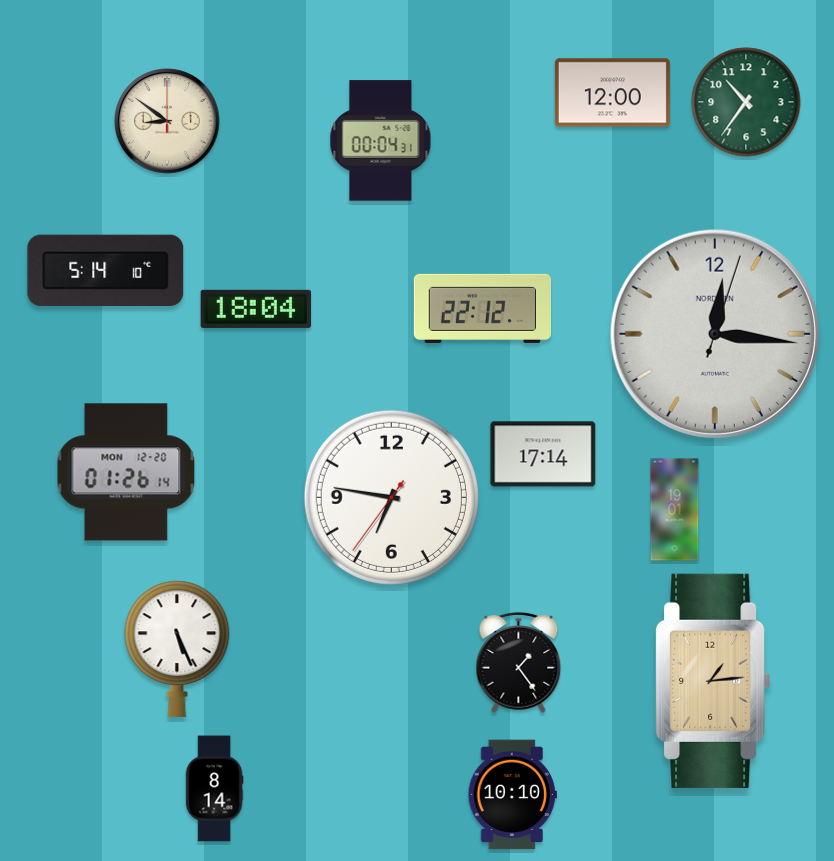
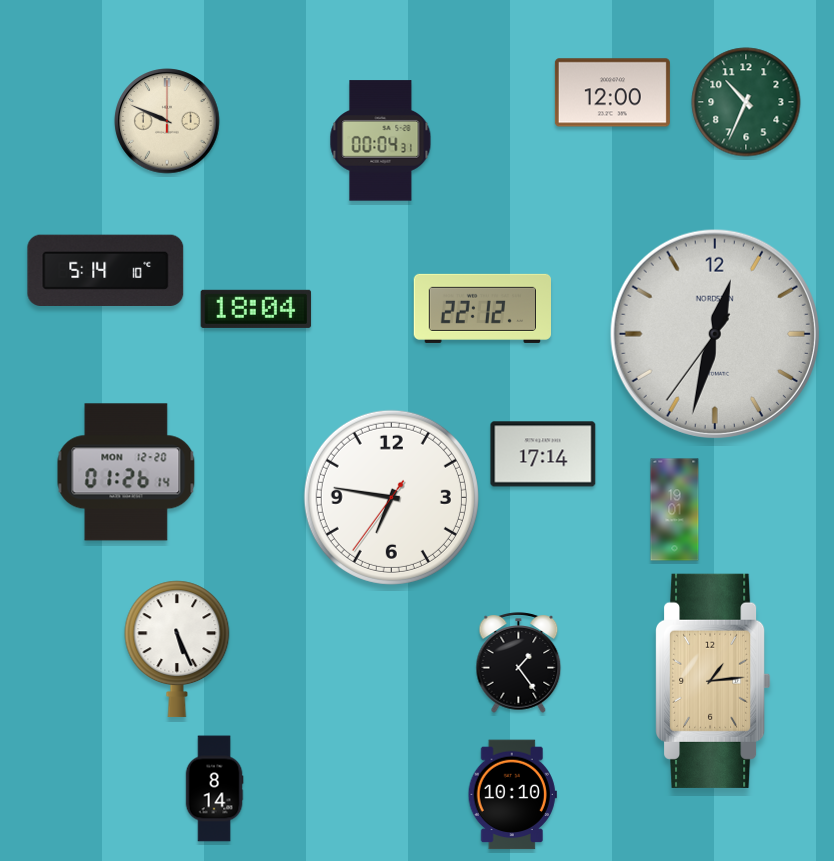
clock at (746, 102): 10:36 -> 10:34
clock at (167, 121): 8:51 -> 9:49
clock at (715, 334): 12:16 -> 12:32
